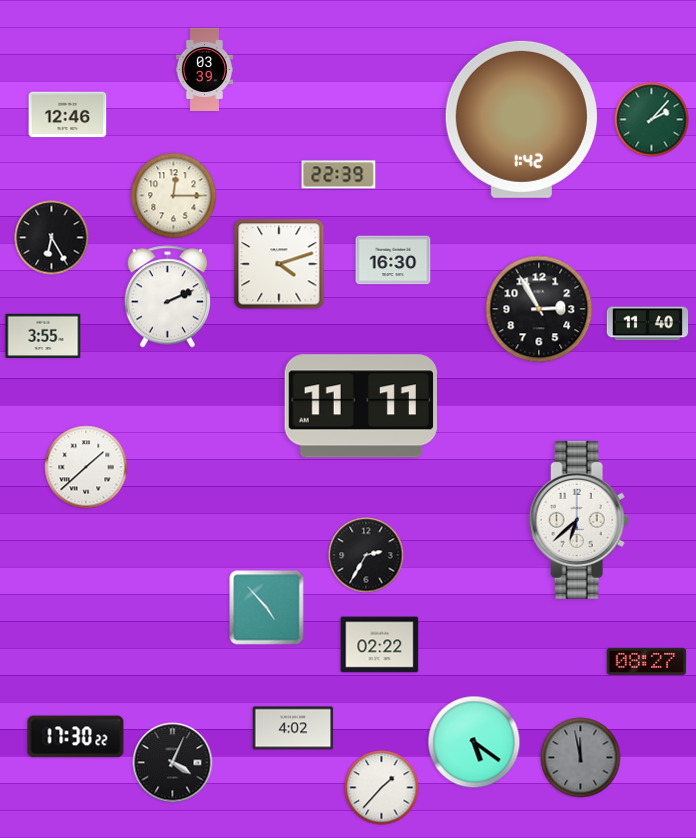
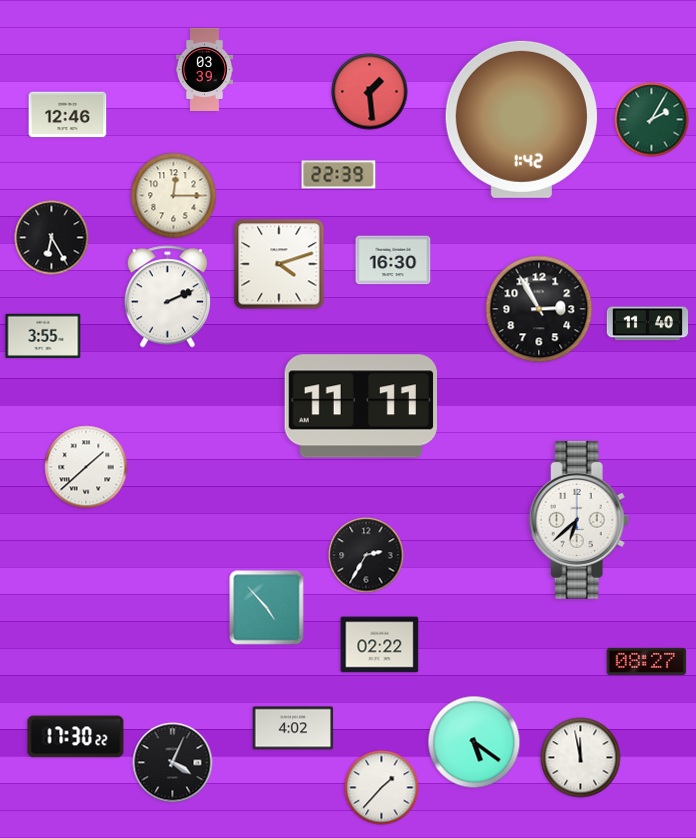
clock at (370, 92): none -> 1:29
clock at (652, 120): 2:07 -> 2:05
clock at (581, 758) dial: grey -> white
